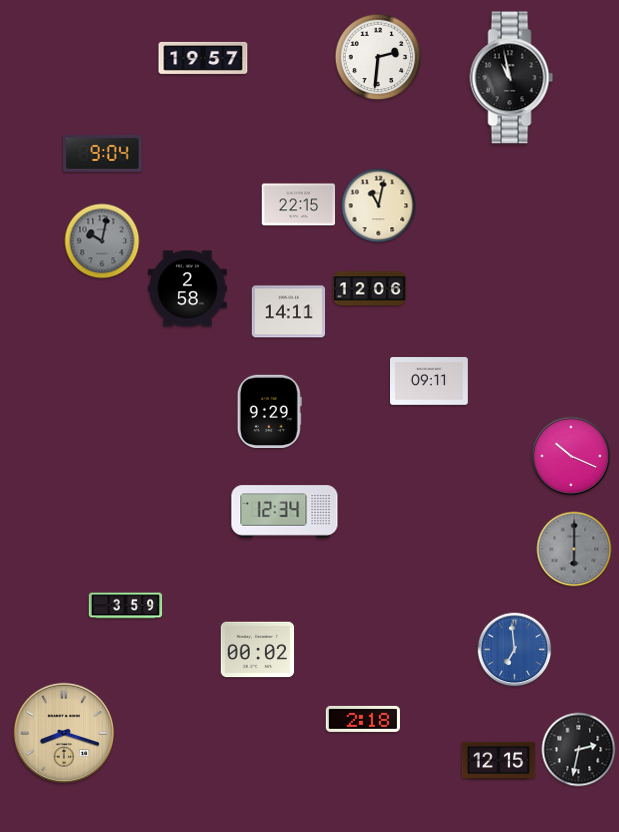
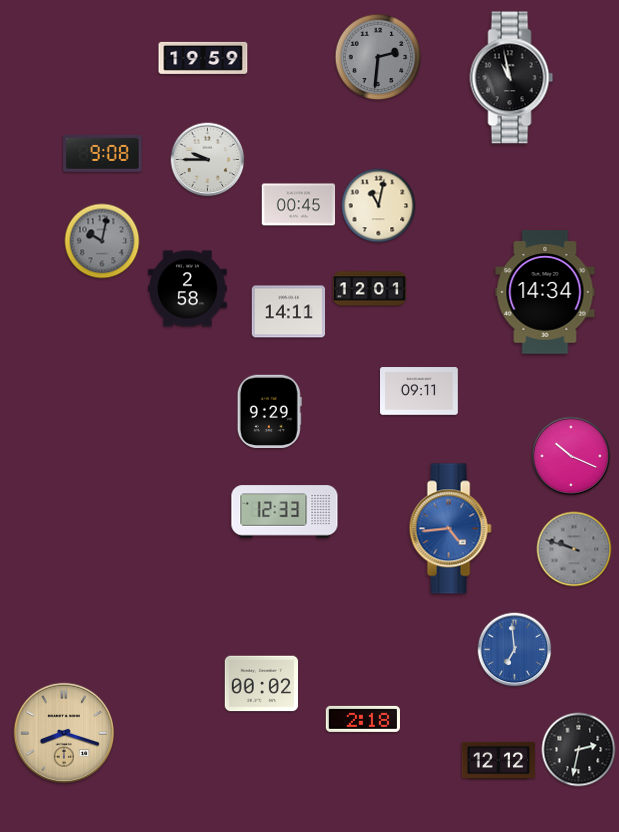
clock at (378, 57) dial: white -> grey
clock at (203, 58): 19:57 -> 19:59
clock at (103, 153): 9:04 -> 9:08
clock at (208, 160): none -> 9:45
clock at (299, 205): 22:15 -> 00:45
clock at (370, 289): 12:06 -> 12:01
clock at (545, 292): none -> 14:34
clock at (430, 381) position: (430, 381) -> (420, 391)
clock at (285, 512): 12:34 -> 12:33
clock at (450, 529): none -> 4:44
clock at (574, 549): 6:00 -> 9:48
clock at (126, 606): 3:59 -> none
clock at (258, 650) position: (258, 650) -> (262, 684)
clock at (499, 760): 12:15 -> 12:12
